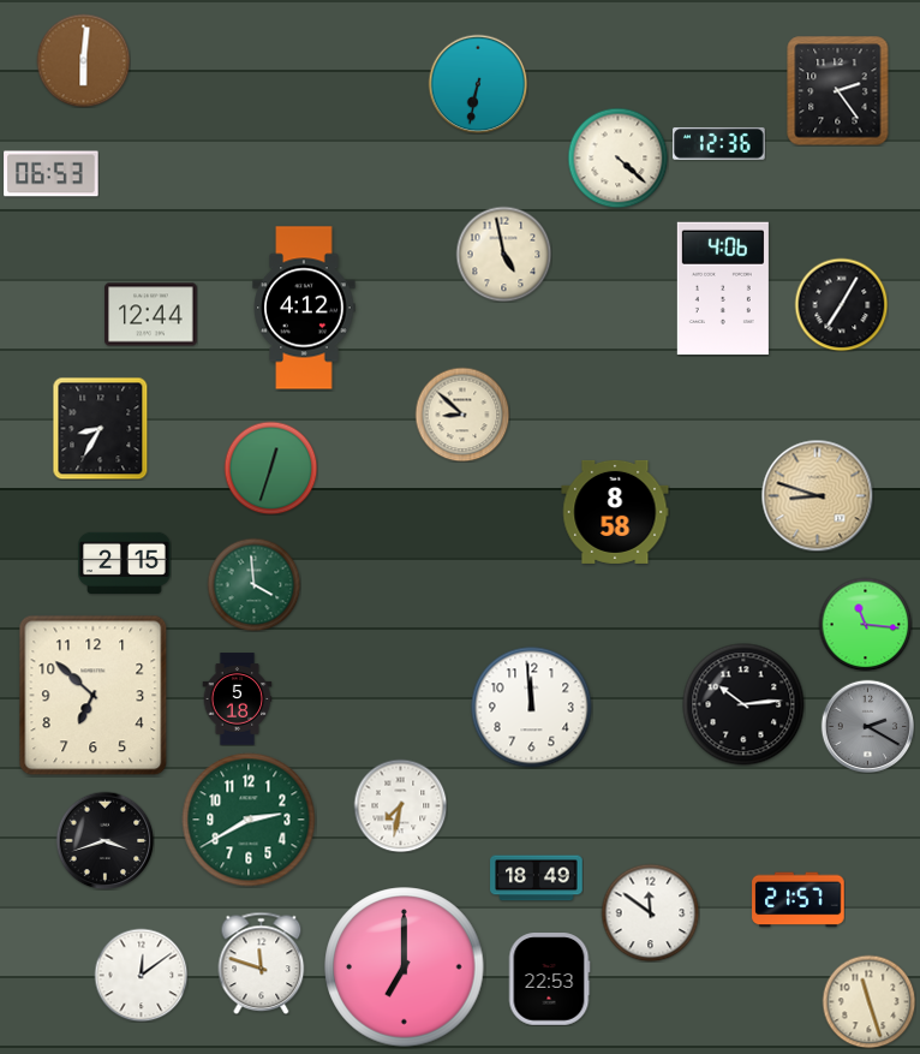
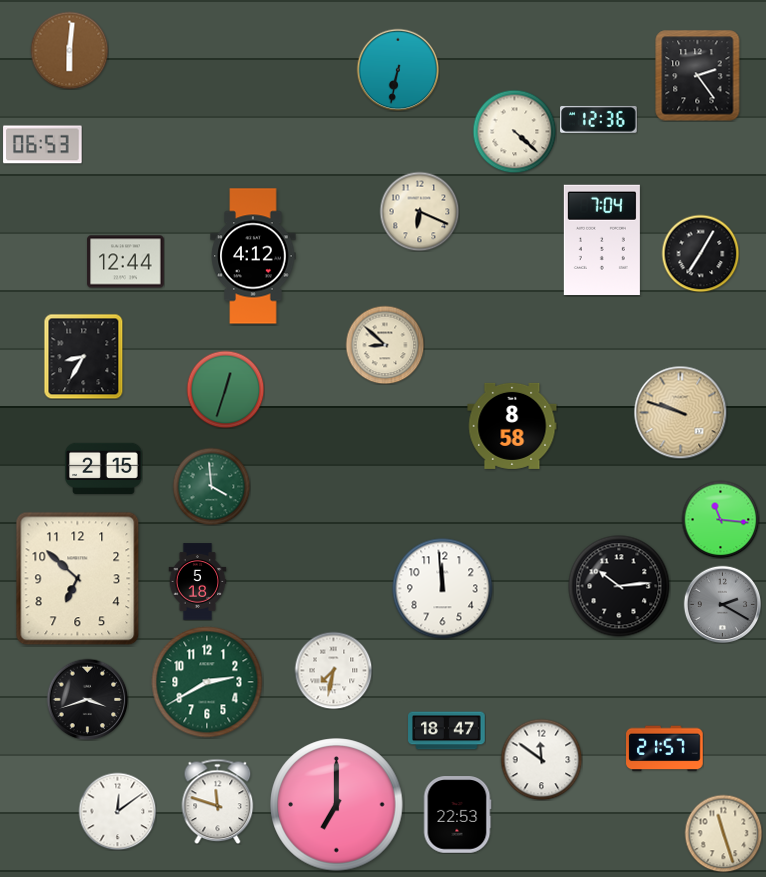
clock at (503, 254): 4:58 -> 6:19
clock at (723, 287): 4:06 -> 7:04
clock at (817, 495): 8:48 -> 9:48
clock at (537, 879): 18:49 -> 18:47
